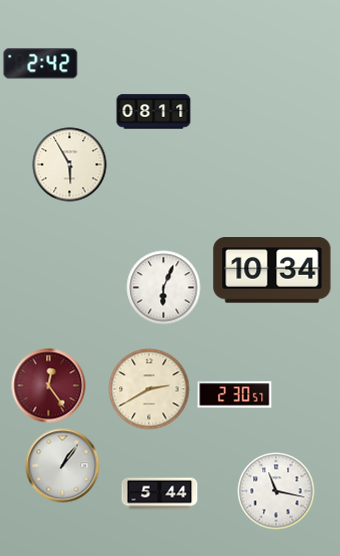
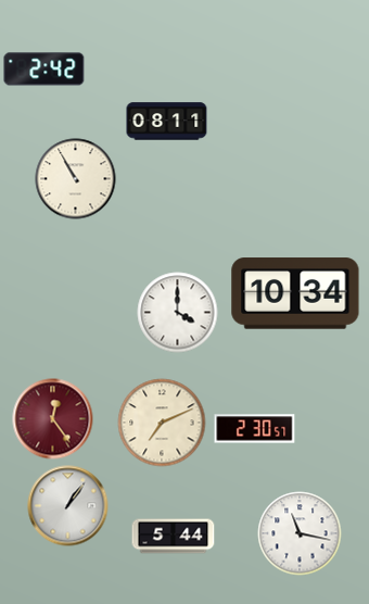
clock at (70, 165): 5:55 -> 10:55
clock at (164, 288): 6:04 -> 4:00
clock at (149, 389): 2:40 -> 7:11
